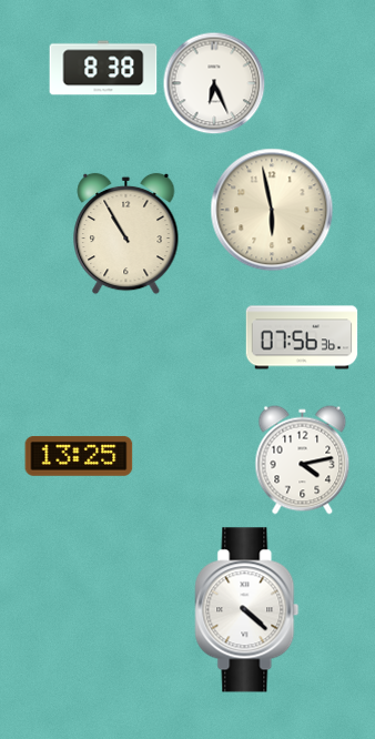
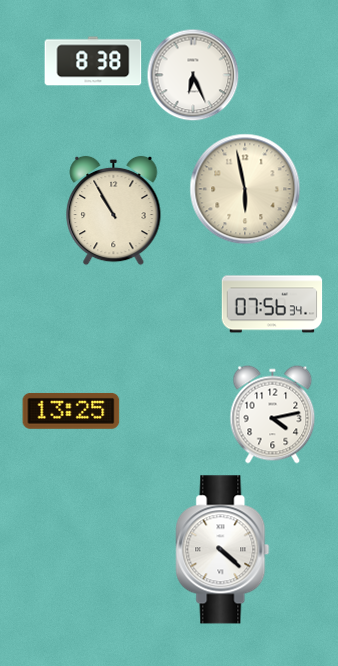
clock at (302, 337): 07:56:36 -> 07:56:34
